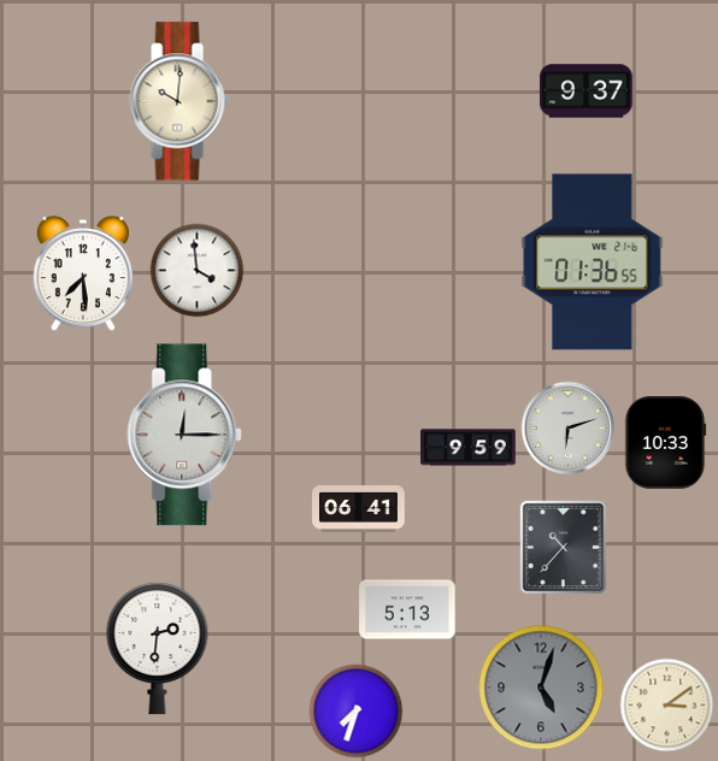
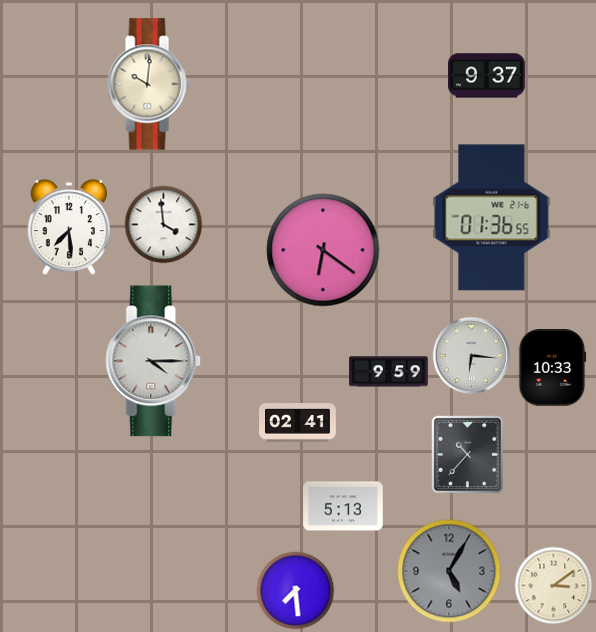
clock at (323, 250): none -> 6:21
clock at (567, 427): 6:12 -> 6:16
clock at (186, 435): 12:15 -> 4:15
clock at (359, 509): 06:41 -> 02:41
clock at (407, 609) position: (407, 609) -> (343, 506)
clock at (158, 648): 2:31 -> none
clock at (541, 688): 5:03 -> 5:05
clock at (355, 710): 7:33 -> 7:29
